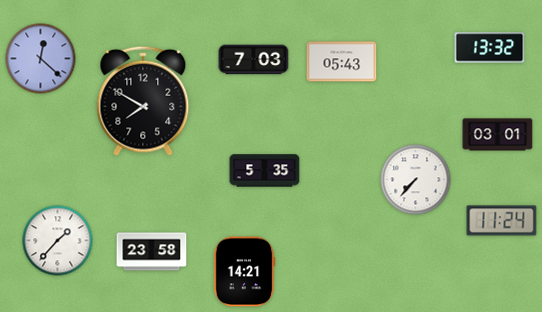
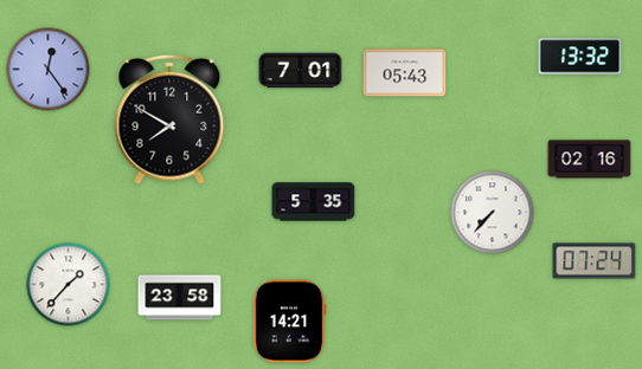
clock at (41, 59): 12:22 -> 12:24
clock at (254, 60): 7:03 -> 7:01
clock at (498, 135): 03:01 -> 02:16
clock at (502, 221): 11:24 -> 07:24
